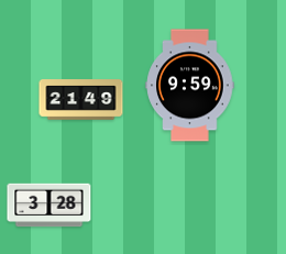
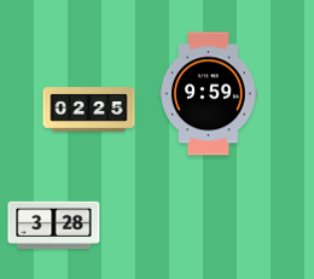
clock at (81, 100): 21:49 -> 02:25
